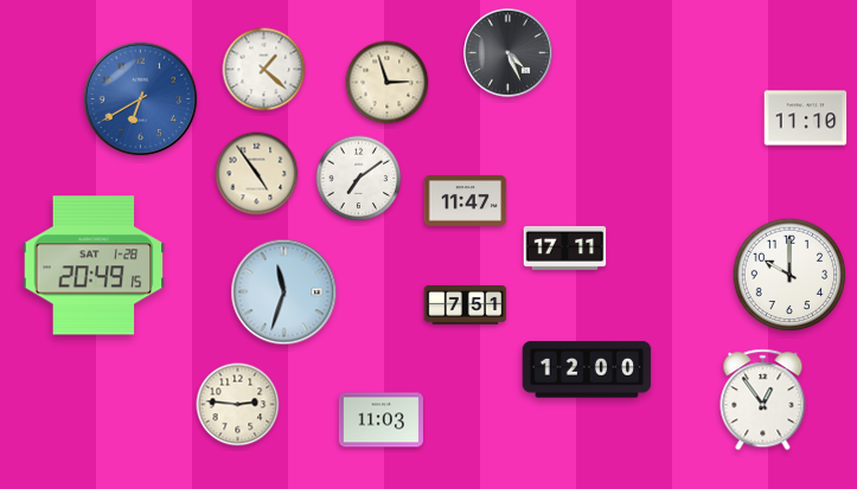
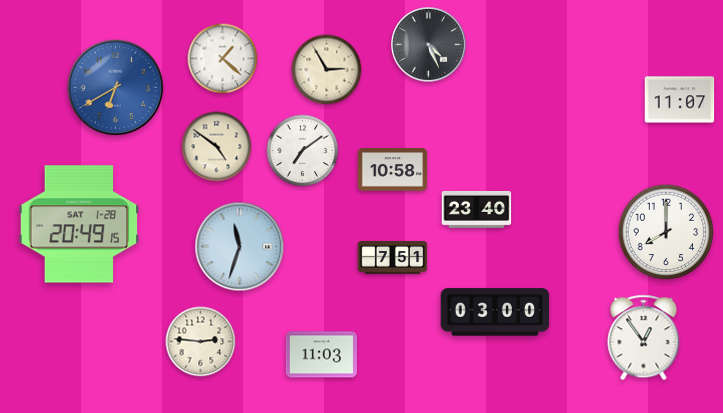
clock at (388, 83): 2:57 -> 2:55
clock at (141, 99) position: (141, 99) -> (116, 88)
clock at (806, 118): 11:10 -> 11:07
clock at (257, 174): 4:54 -> 4:51
clock at (466, 201): 11:47 -> 10:58
clock at (565, 247): 17:11 -> 23:40
clock at (789, 275): 10:00 -> 8:00
clock at (587, 369): 12:00 -> 03:00
